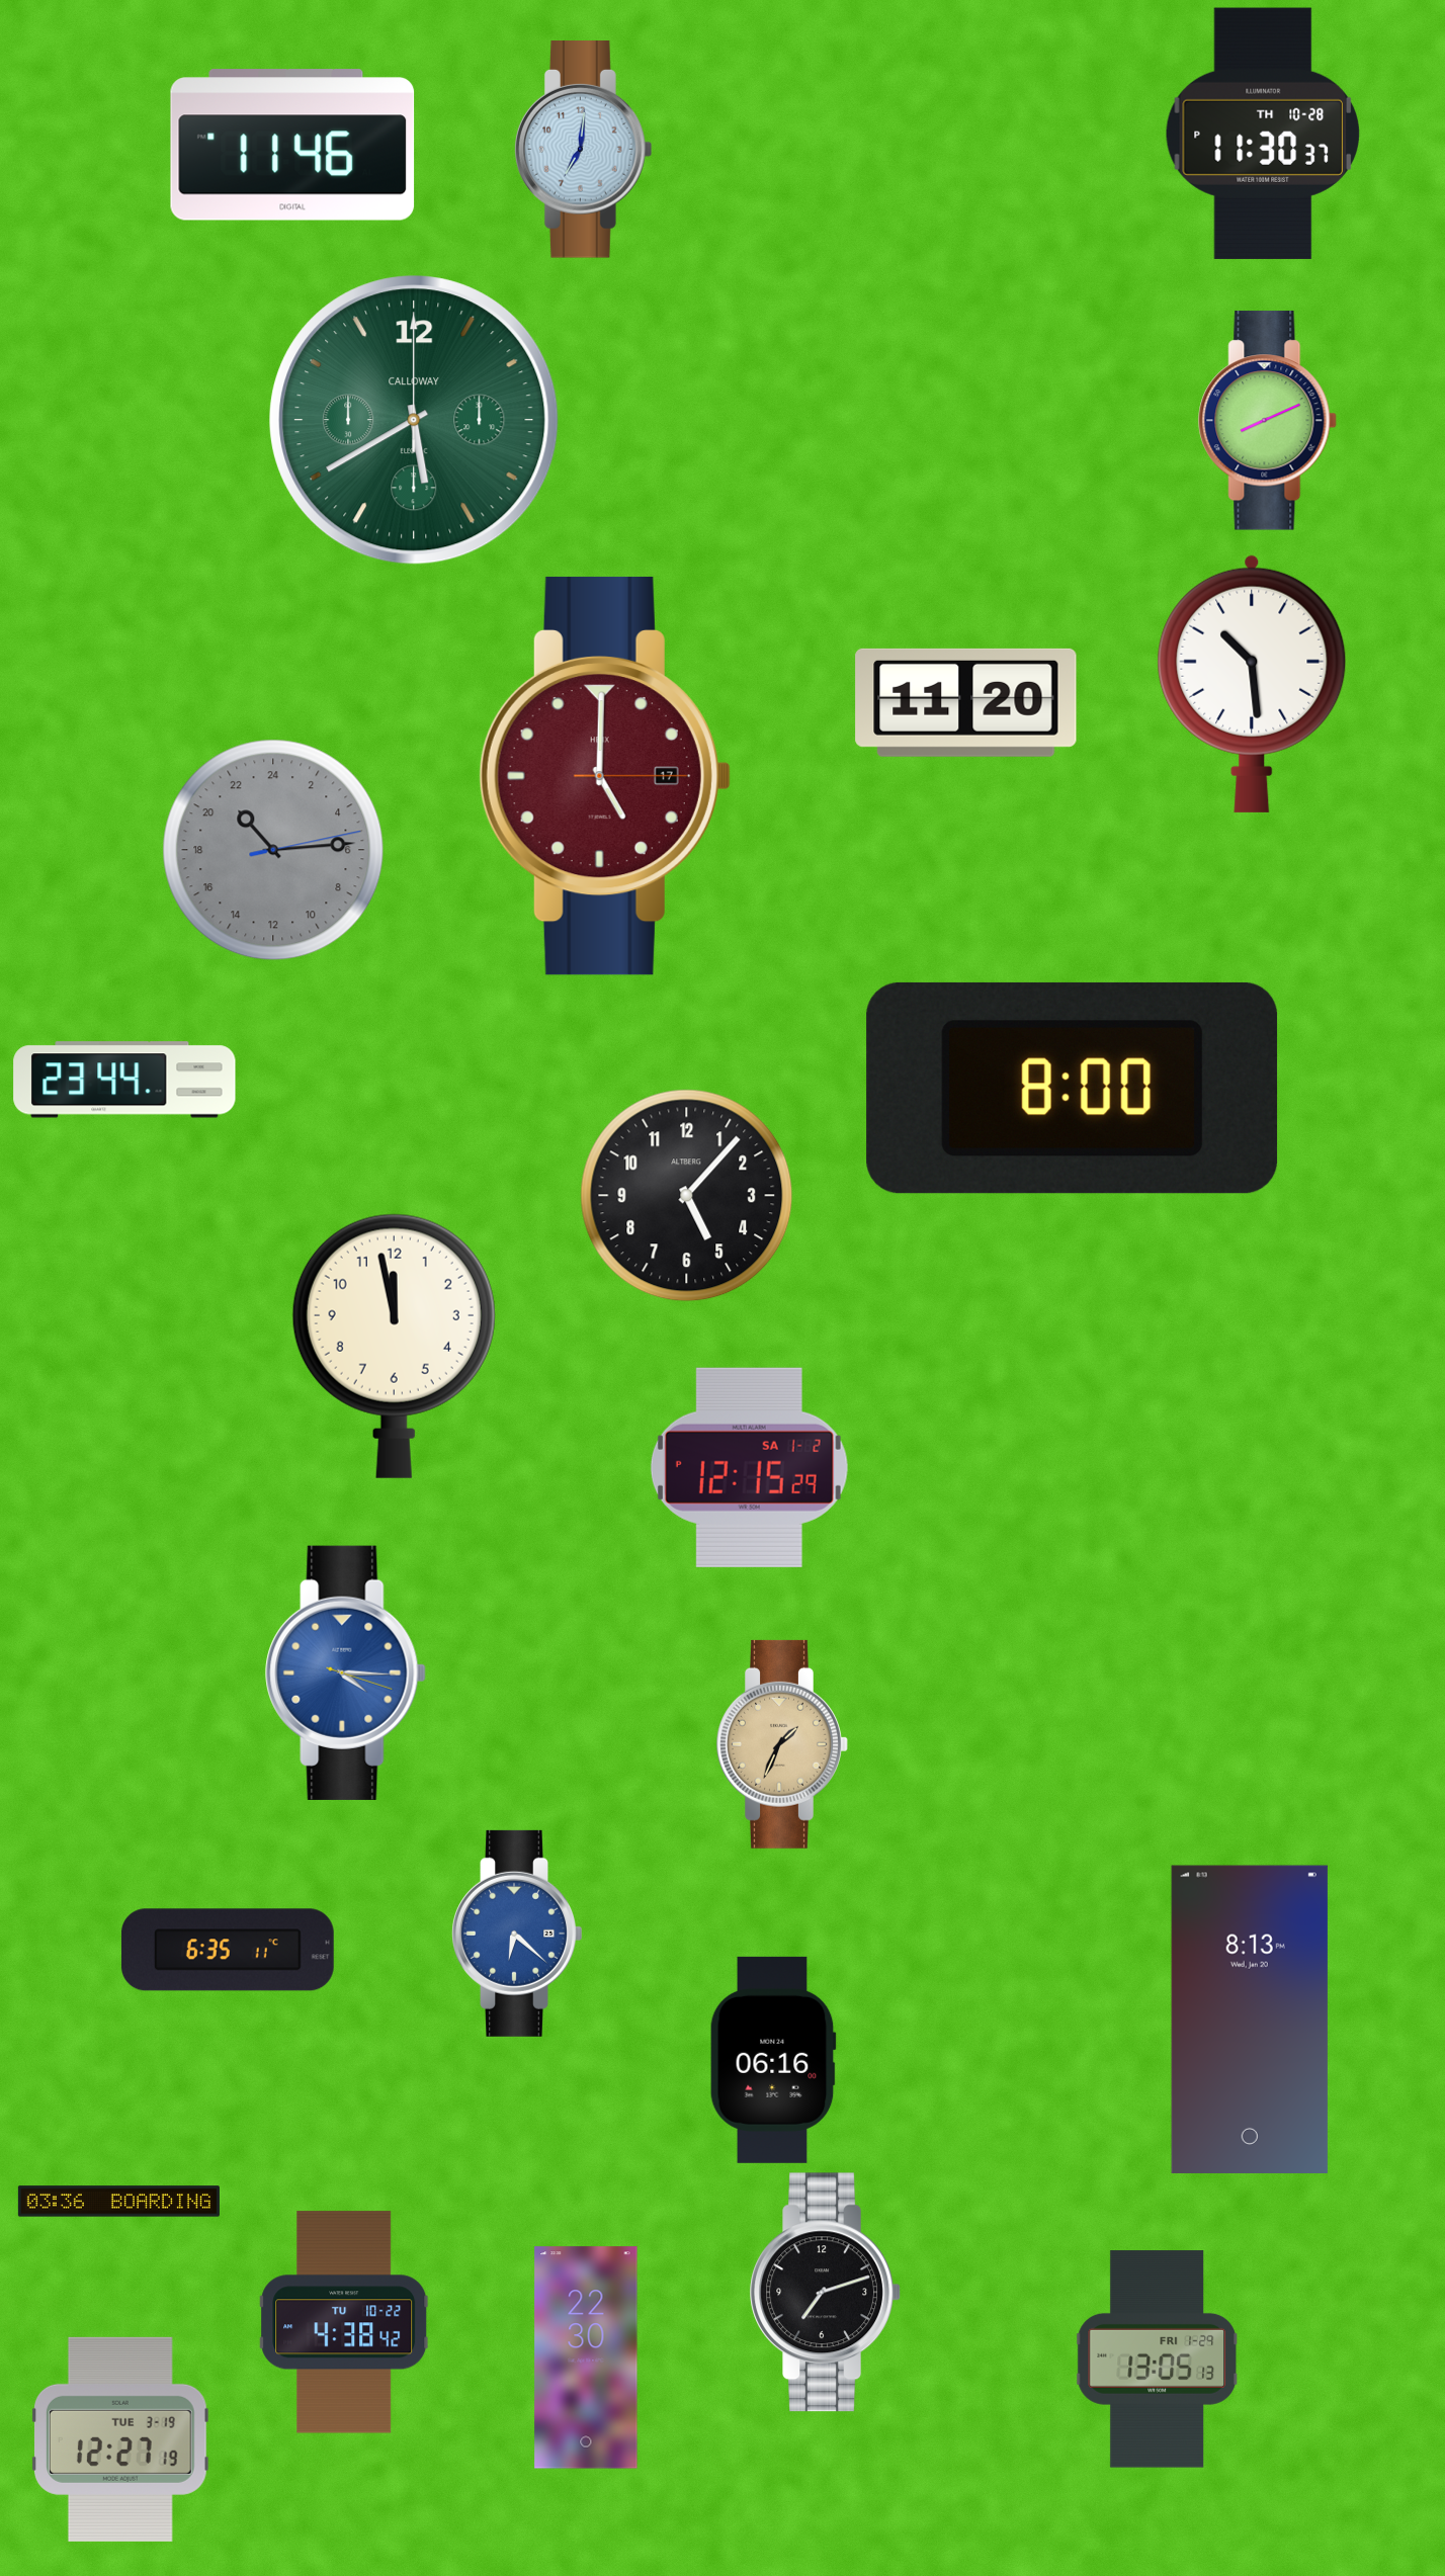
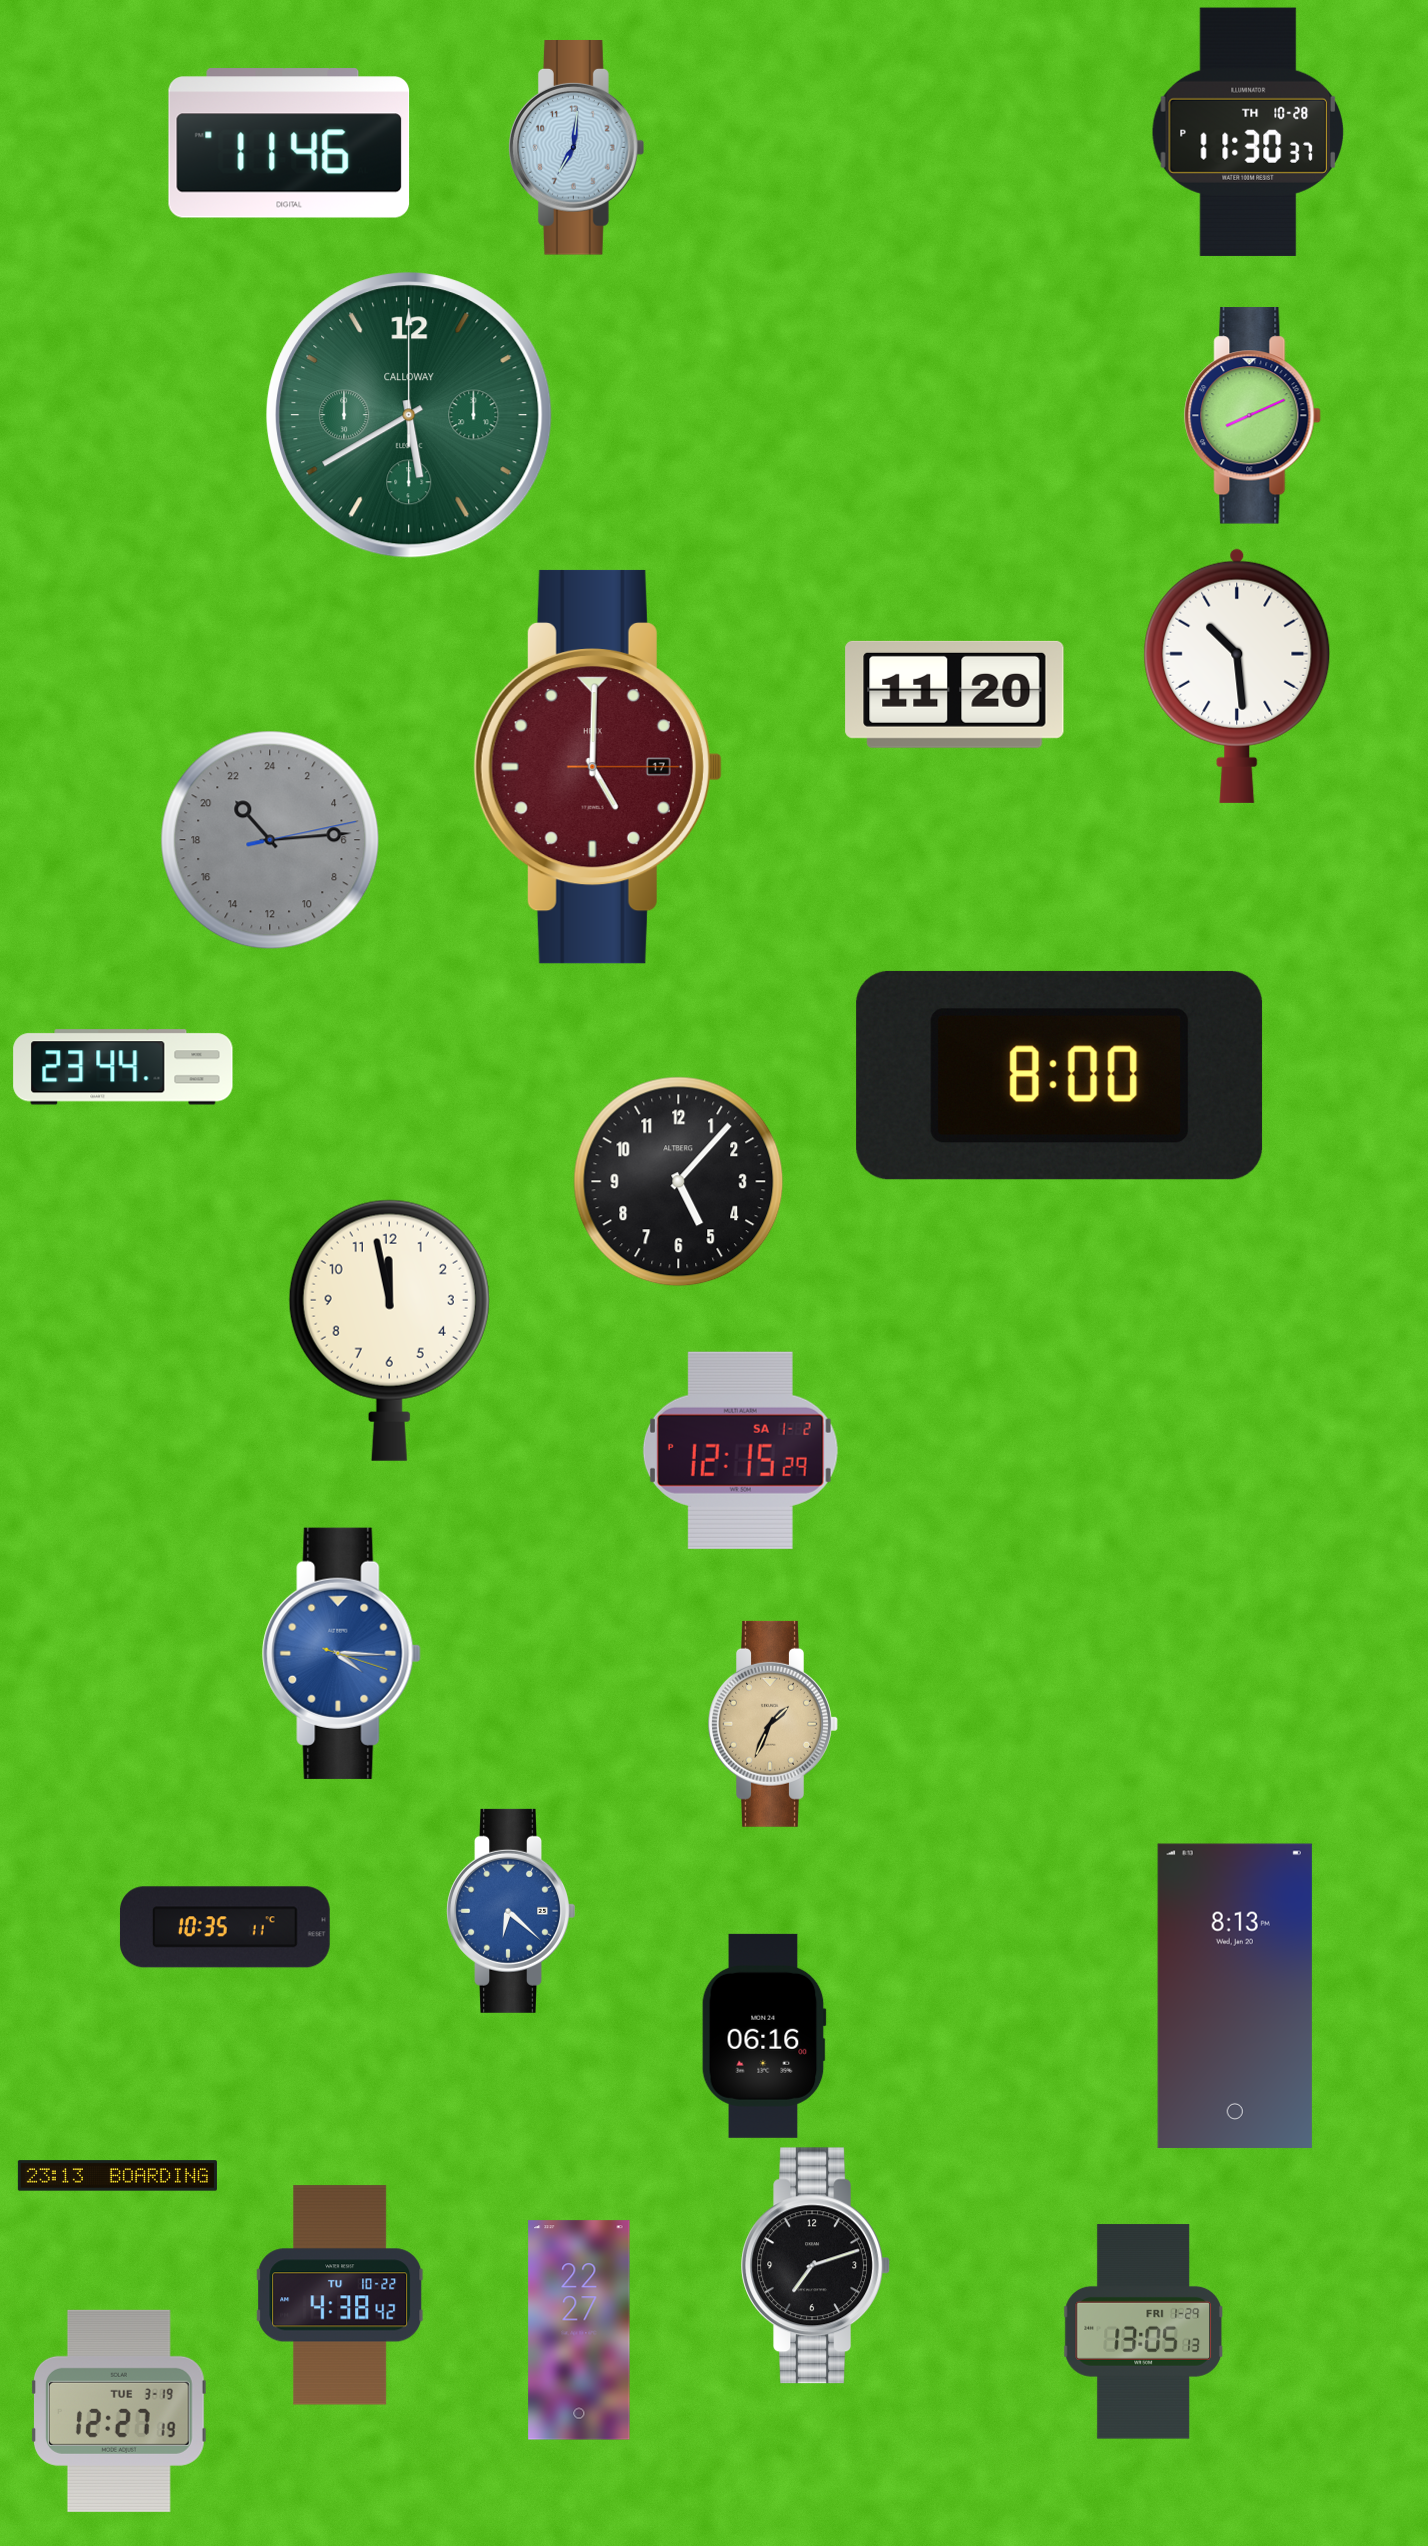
clock at (228, 1950): 6:35 -> 10:35
clock at (118, 2202): 03:36 -> 23:13
clock at (586, 2357): 22:30 -> 22:27
